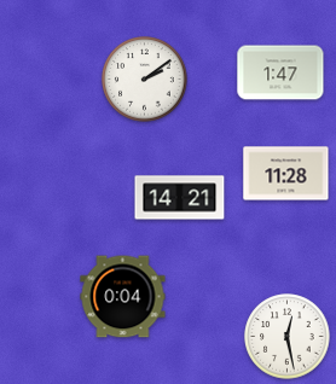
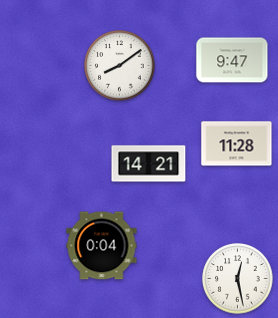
clock at (280, 72): 1:47 -> 9:47
clock at (145, 80): 2:09 -> 8:09
